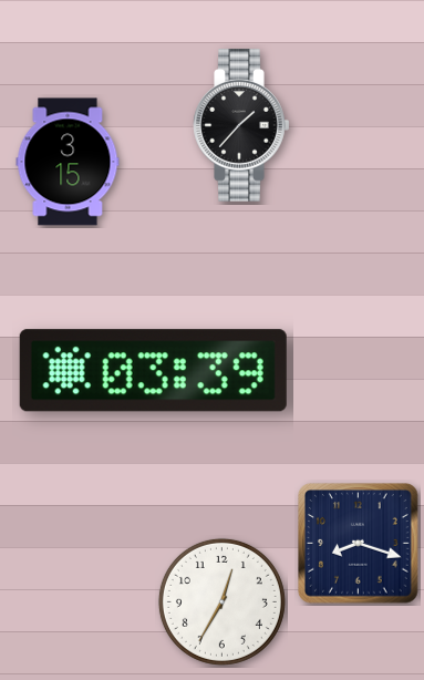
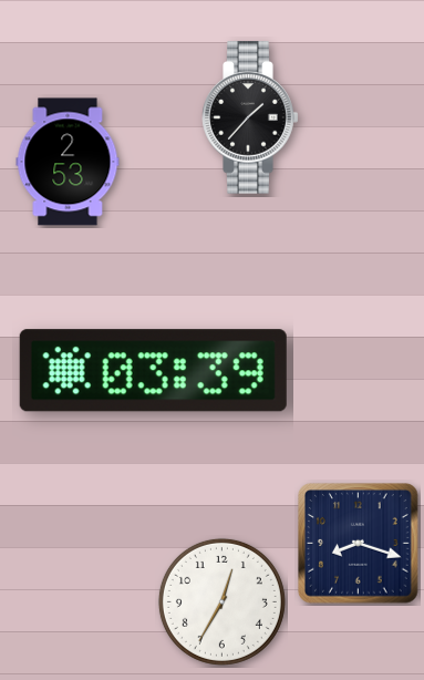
clock at (241, 125) position: (241, 125) -> (250, 117)
clock at (68, 162): 3:15 -> 2:53
